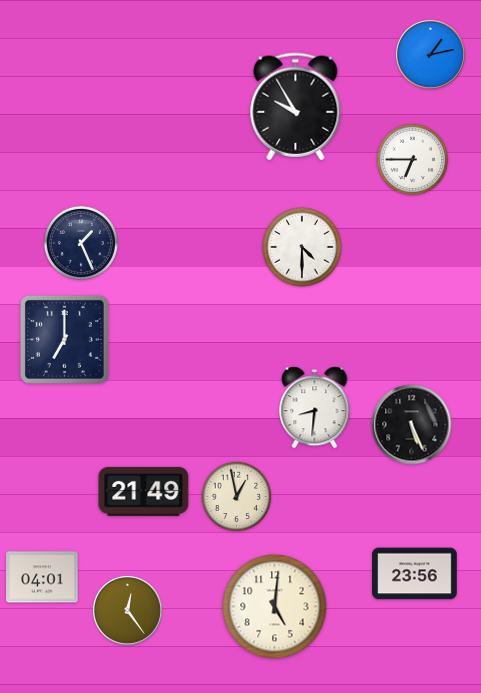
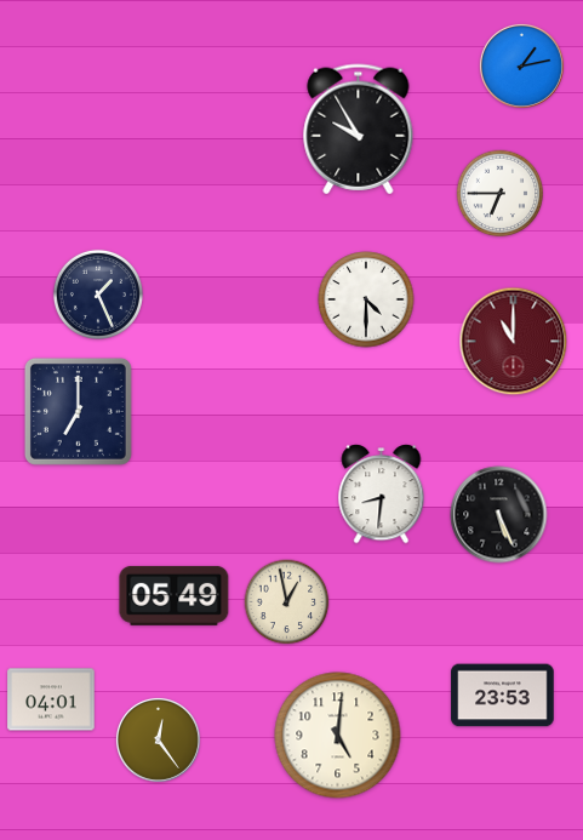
clock at (514, 342): none -> 11:00
clock at (144, 491): 21:49 -> 05:49
clock at (415, 574): 23:56 -> 23:53
clock at (275, 607) position: (275, 607) -> (338, 736)
clock at (127, 610) position: (127, 610) -> (158, 739)
